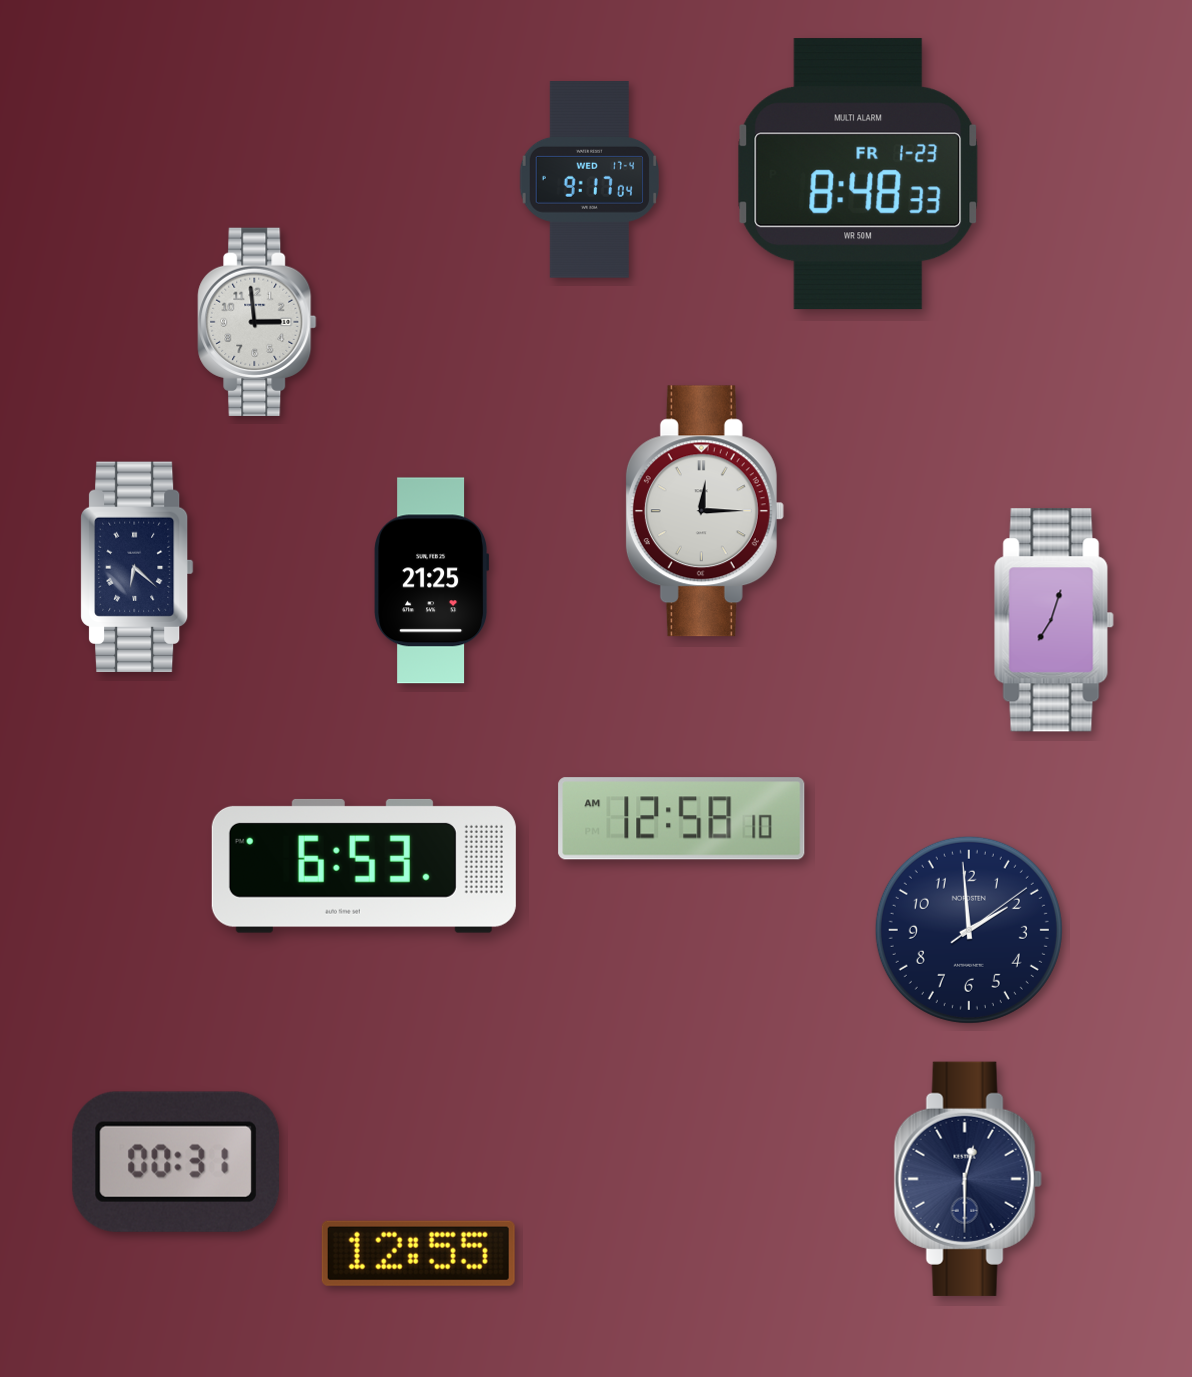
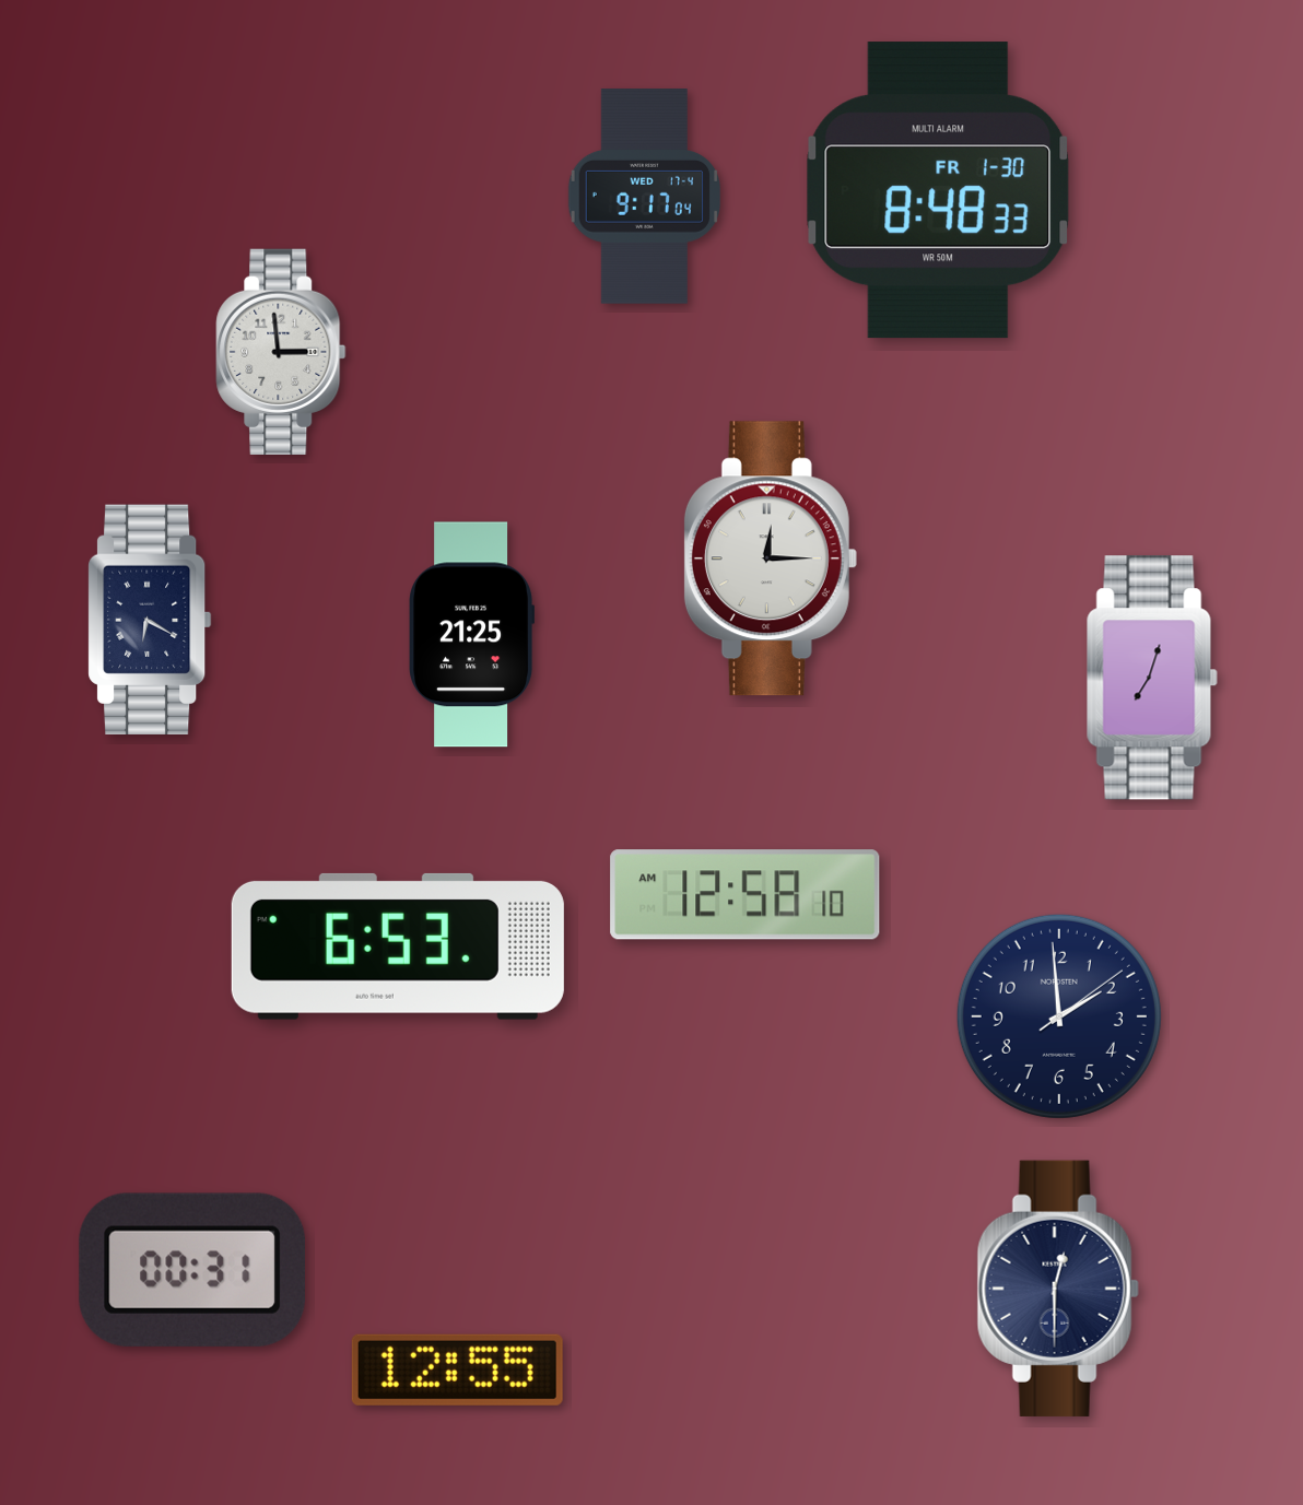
clock at (858, 174) date: FR 1-23 -> FR 1-30
clock at (137, 566): 6:22 -> 6:20
